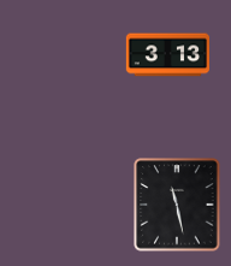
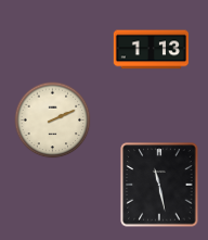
clock at (167, 55): 3:13 -> 1:13
clock at (53, 121): none -> 2:11
